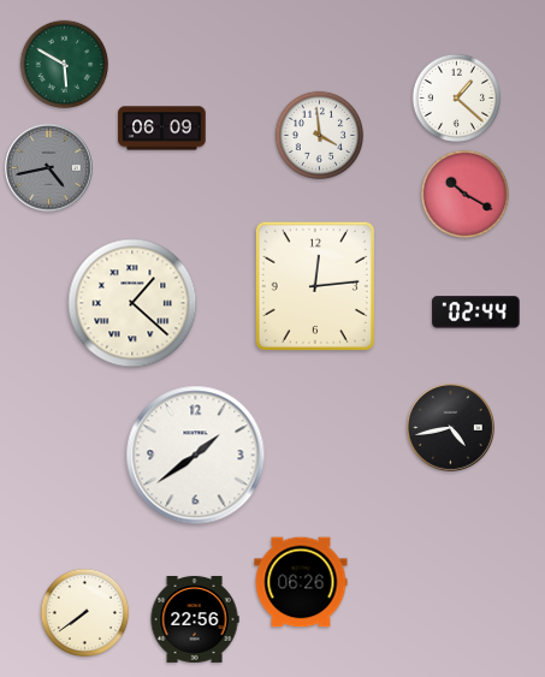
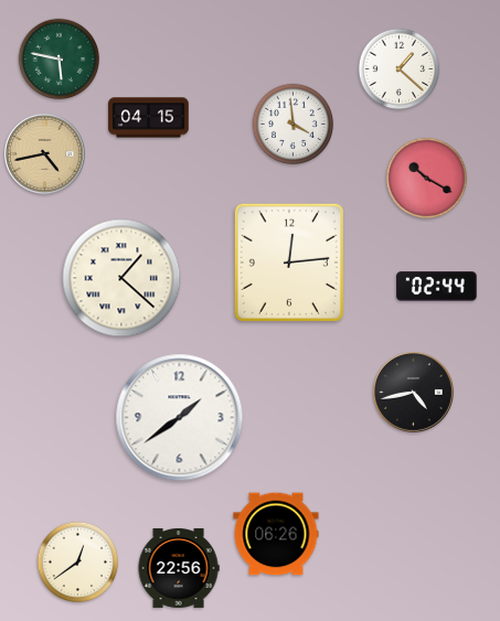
clock at (65, 65): 5:50 -> 5:47
clock at (457, 99) position: (457, 99) -> (400, 69)
clock at (162, 129): 06:09 -> 04:15
clock at (48, 167) dial: grey -> champagne
clock at (85, 613): 7:39 -> 12:39
